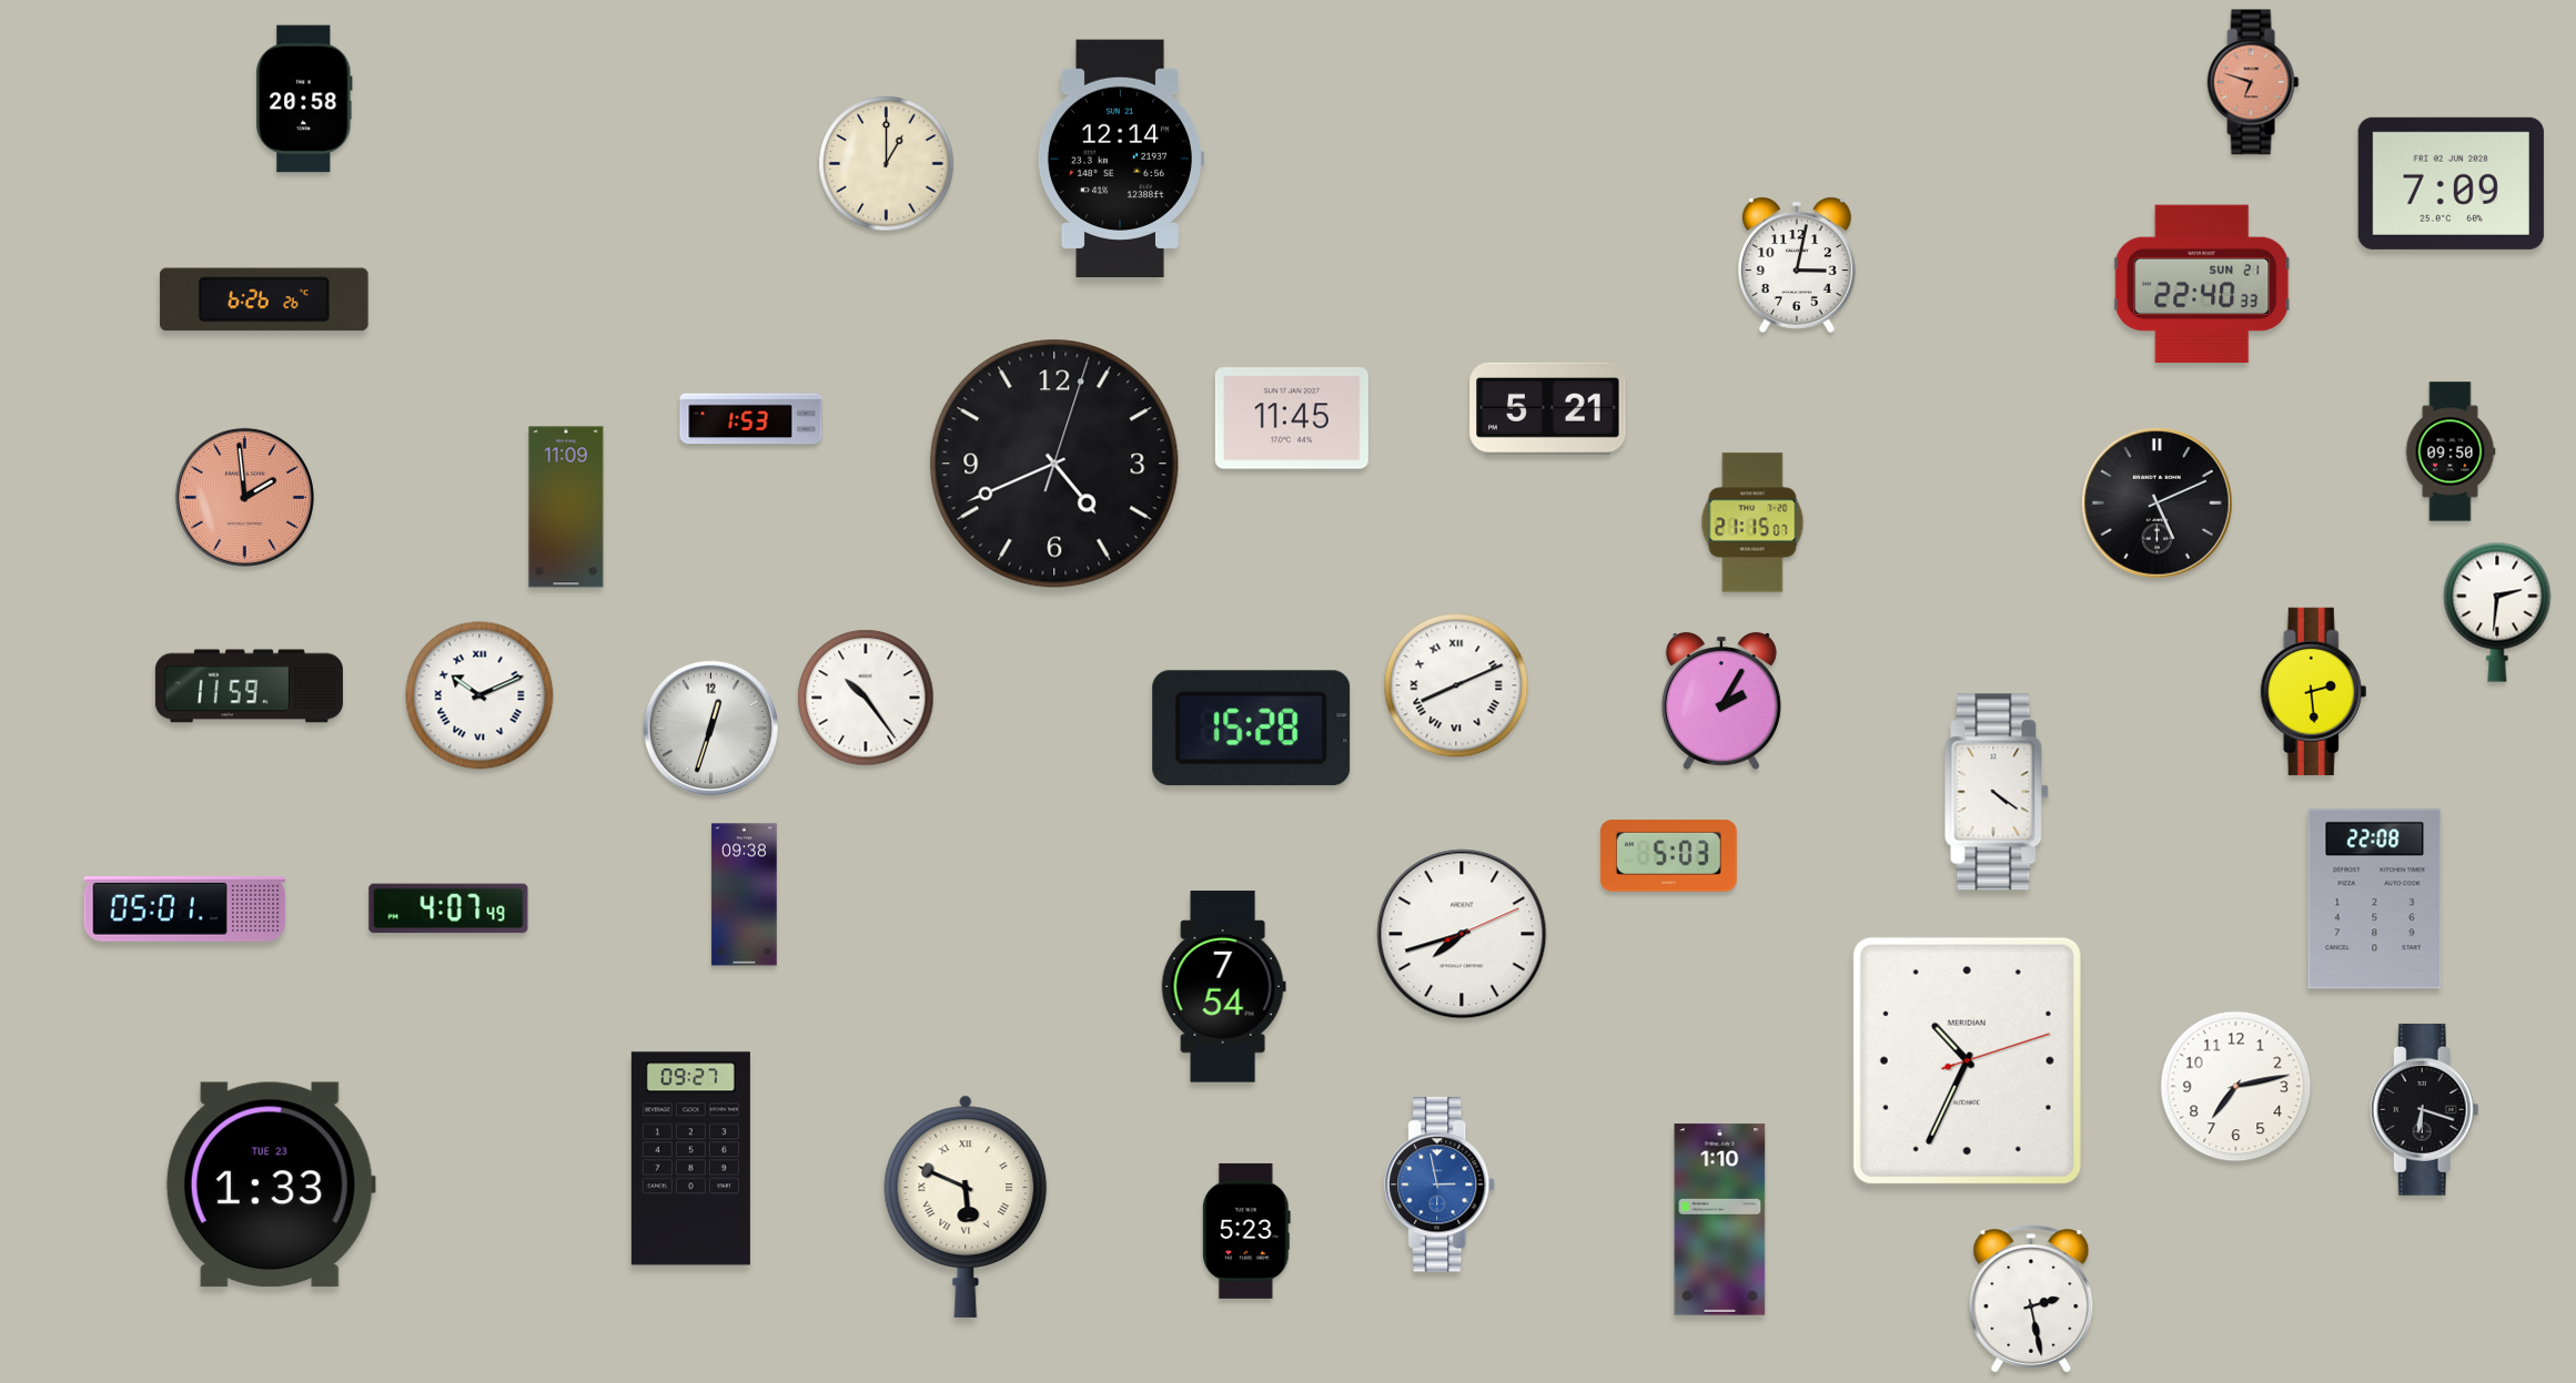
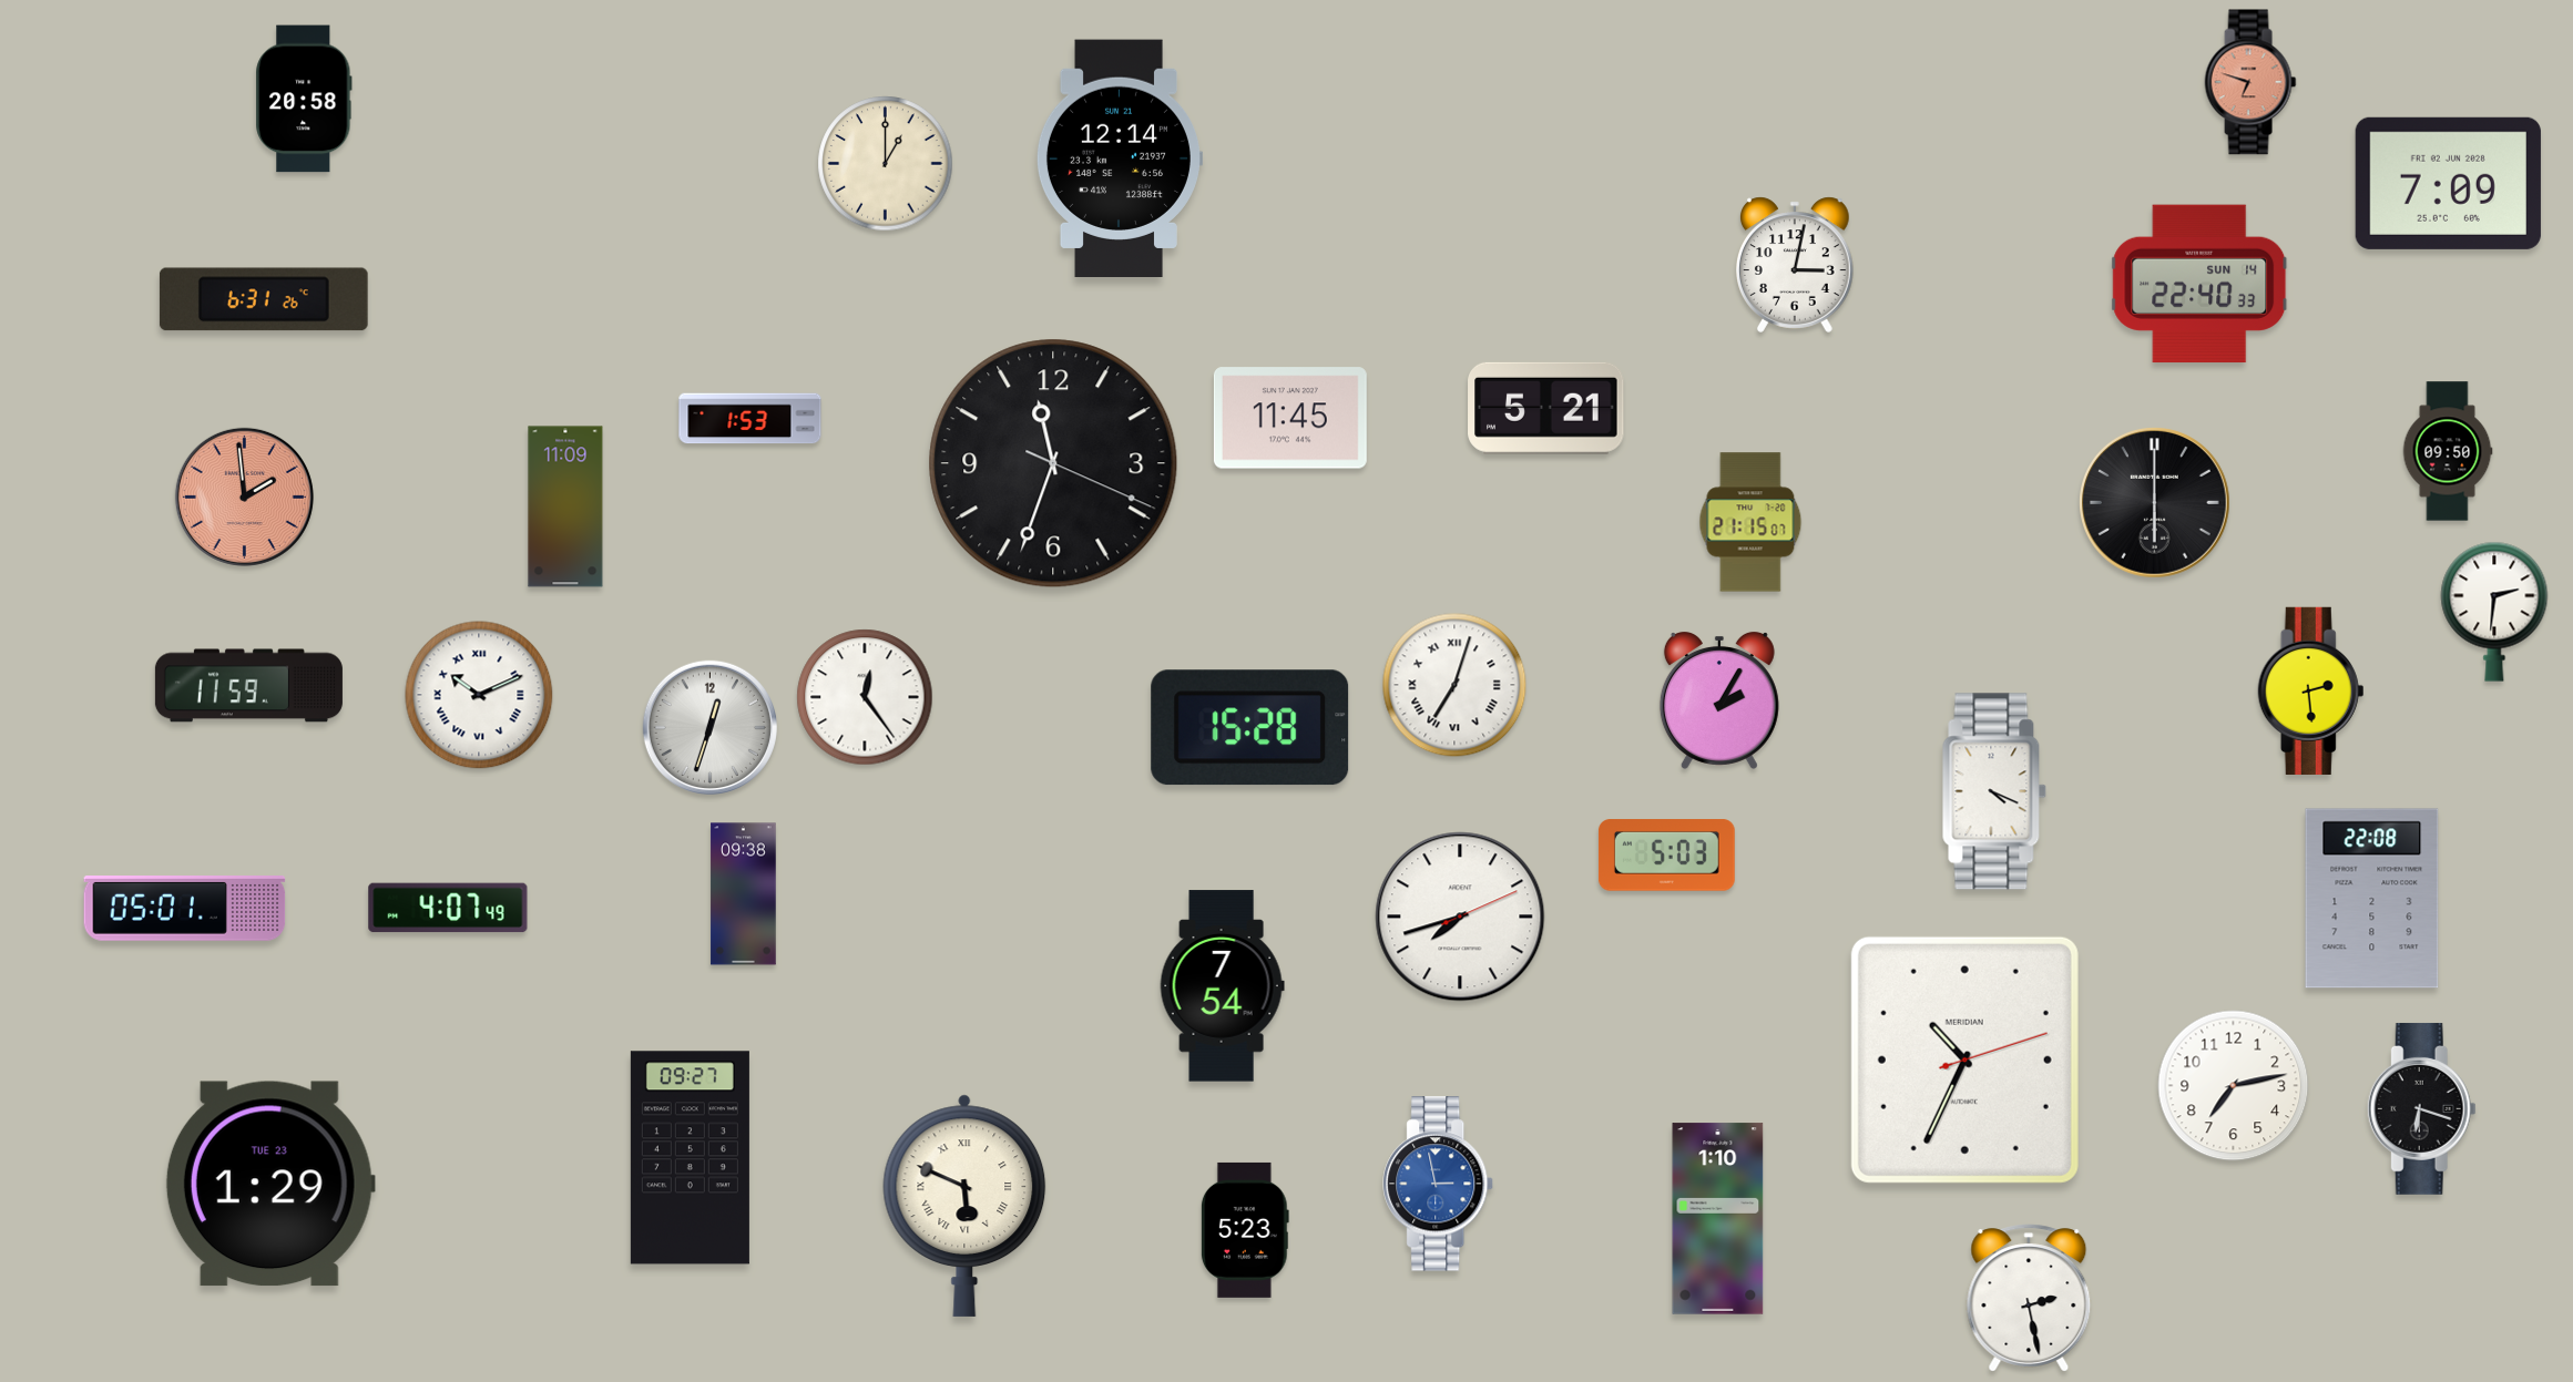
clock at (2203, 284) date: SUN 21 -> SUN 14
clock at (264, 299): 6:26 -> 6:31
clock at (1054, 464): 4:41 -> 11:33
clock at (2158, 504): 5:11 -> 6:00
clock at (1456, 685): 8:11 -> 7:03
clock at (866, 698): 10:24 -> 12:24
clock at (1997, 792): 4:21 -> 4:19
clock at (1462, 934) position: (1462, 934) -> (1460, 917)
clock at (271, 1184): 1:33 -> 1:29
